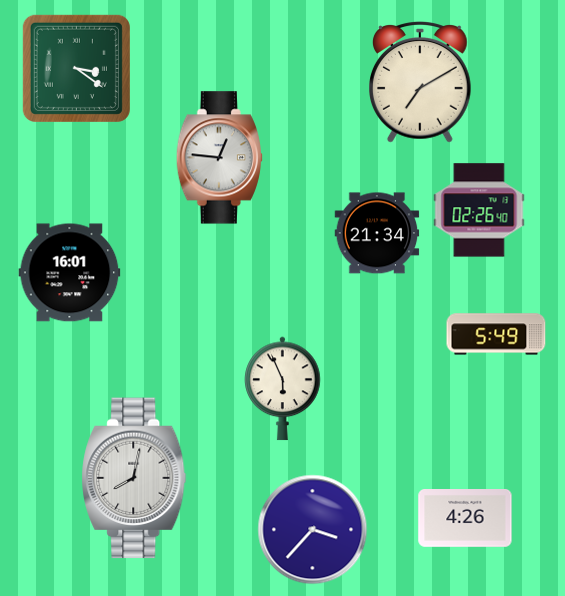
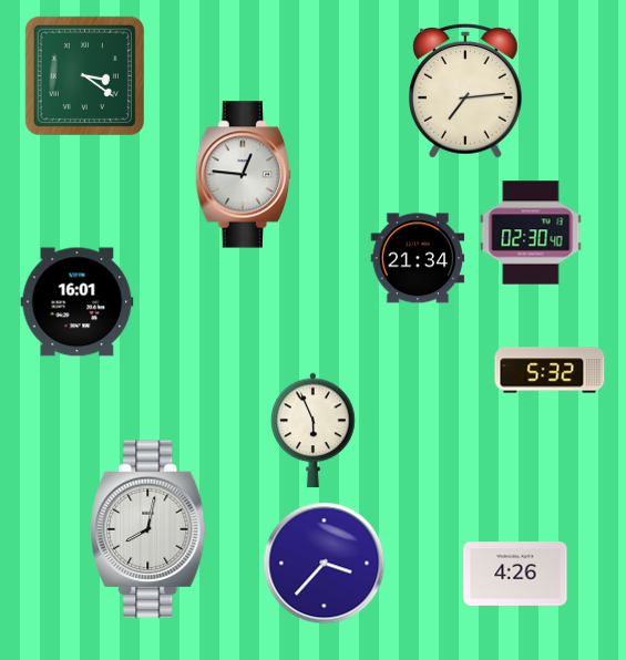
clock at (421, 83): 7:10 -> 7:14
clock at (479, 210): 02:26 -> 02:30
clock at (496, 334): 5:49 -> 5:32
clock at (313, 530) position: (313, 530) -> (325, 564)
